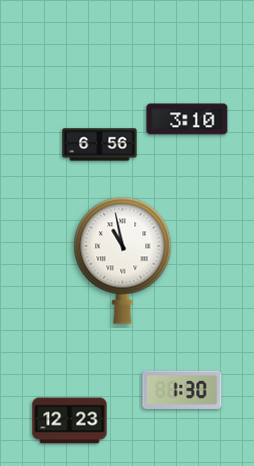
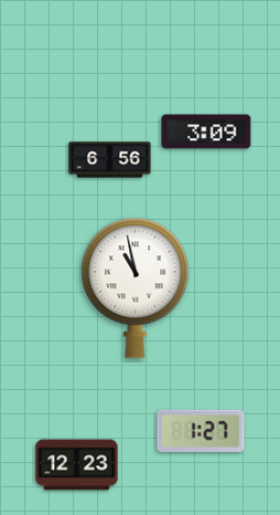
clock at (187, 119): 3:10 -> 3:09
clock at (182, 390): 1:30 -> 1:27
